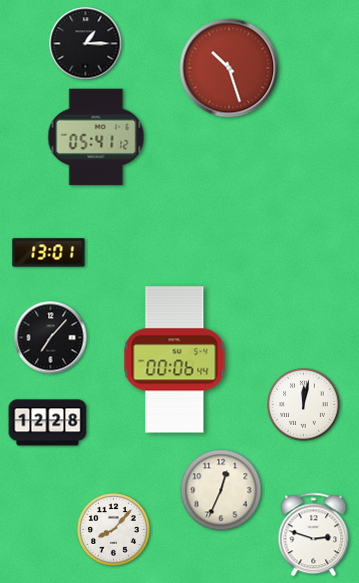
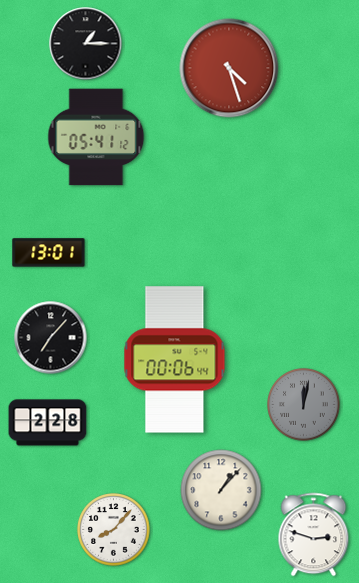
clock at (229, 68): 10:27 -> 4:27
clock at (304, 405) dial: white -> grey
clock at (48, 423): 12:28 -> 2:28
clock at (221, 490): 12:34 -> 1:07
